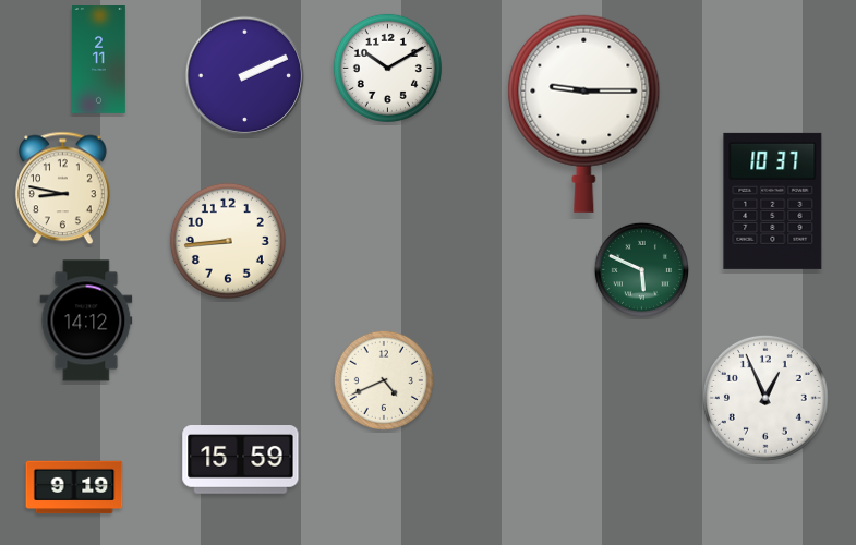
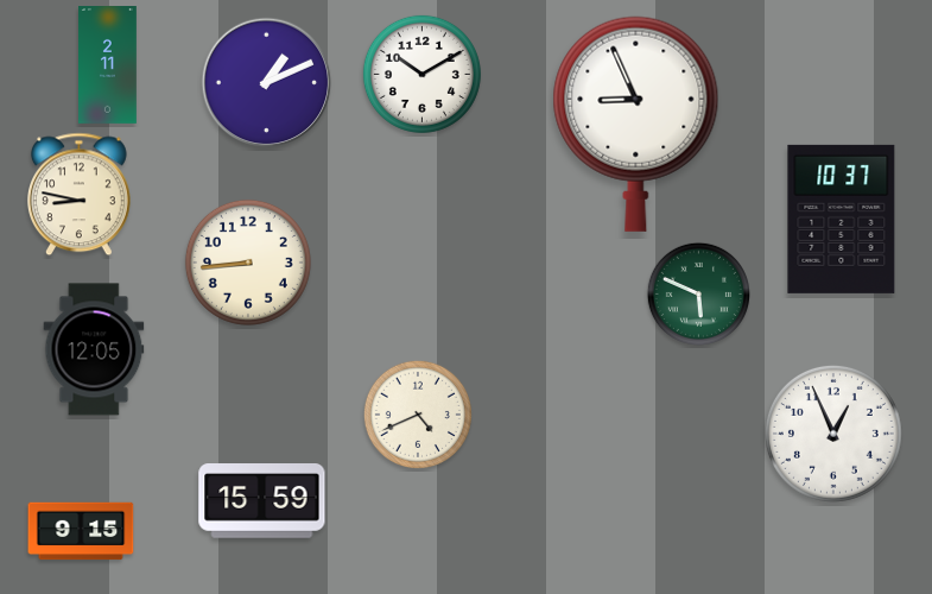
clock at (245, 76): 2:11 -> 1:11
clock at (584, 113): 9:15 -> 8:56
clock at (63, 189) position: (63, 189) -> (80, 195)
clock at (86, 320): 14:12 -> 12:05
clock at (74, 487): 9:19 -> 9:15
